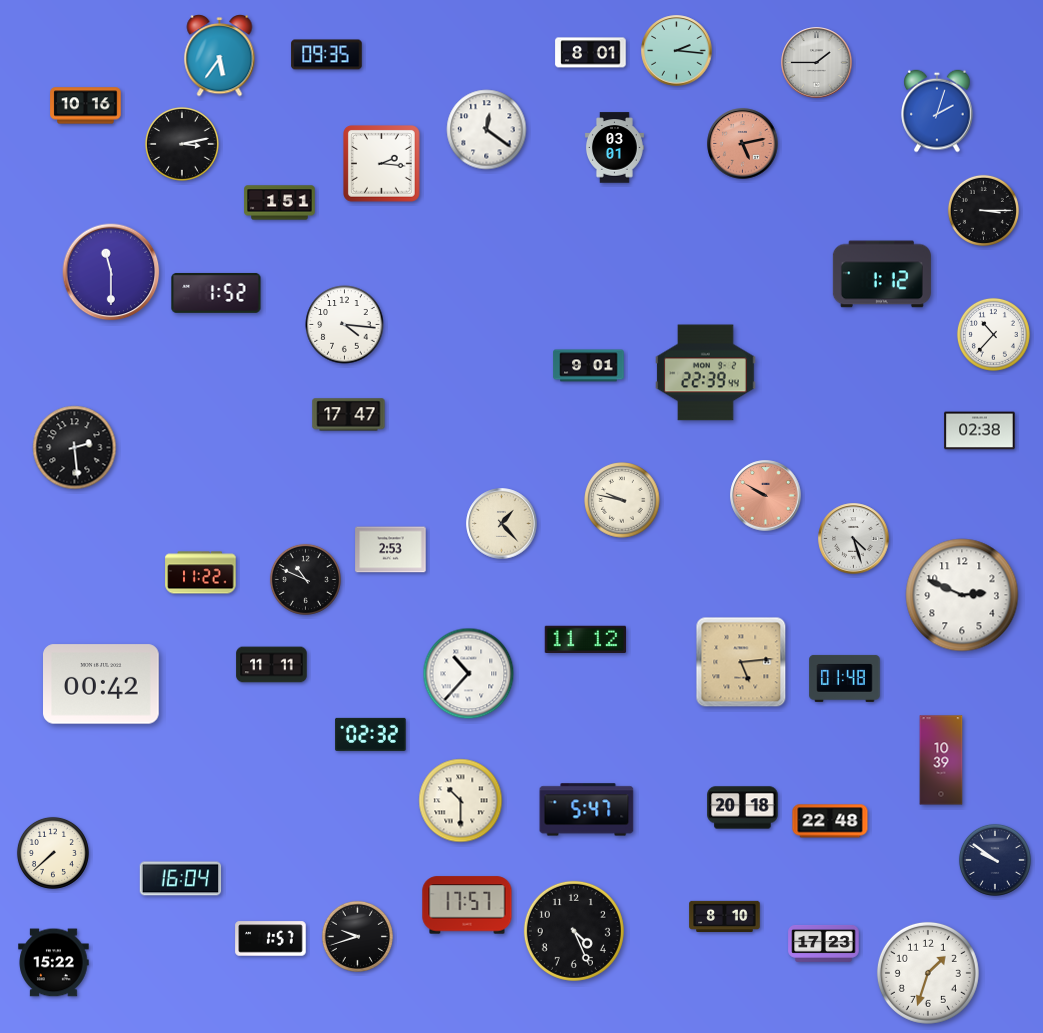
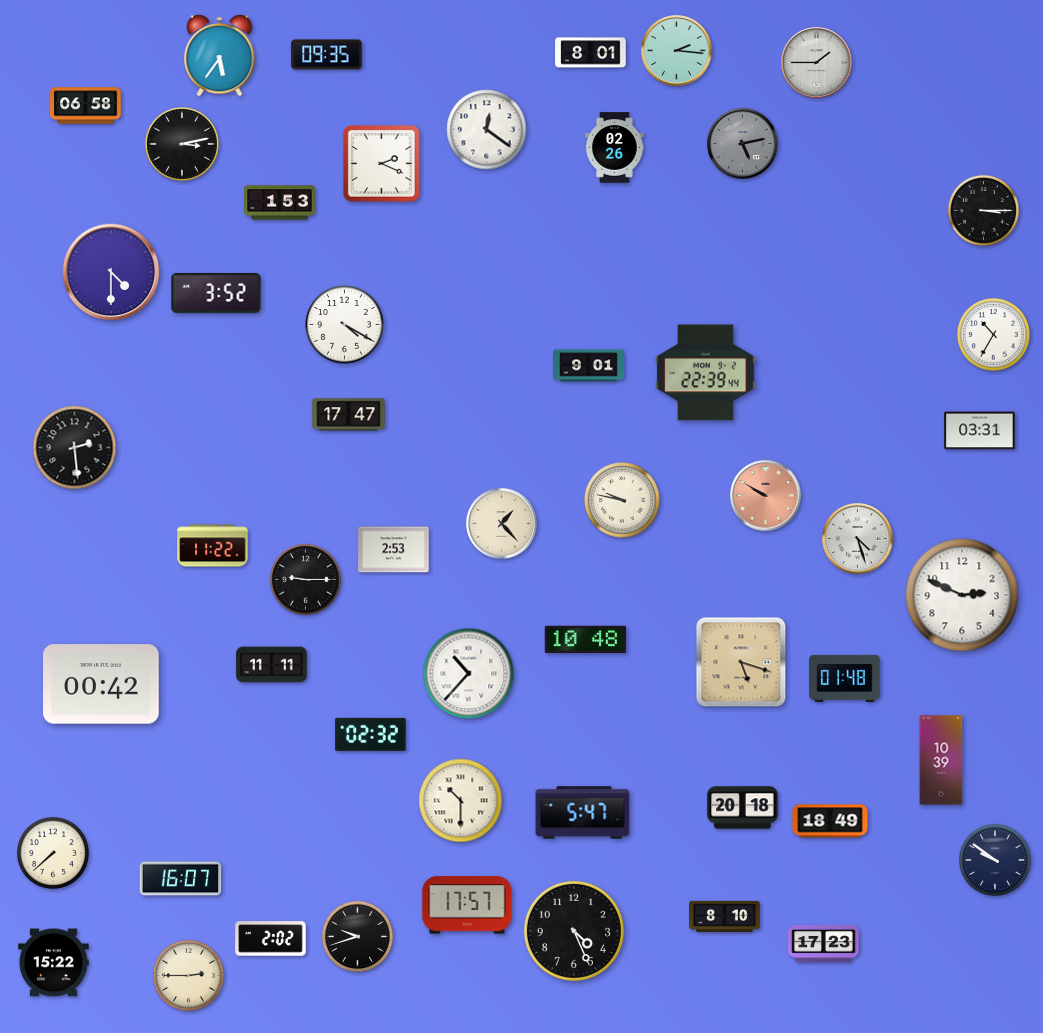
clock at (86, 106): 10:16 -> 06:58
clock at (937, 111): 2:03 -> none
clock at (743, 144) dial: salmon -> grey
clock at (615, 148): 03:01 -> 02:26
clock at (382, 164): 2:16 -> 2:19
clock at (280, 203): 1:51 -> 1:53
clock at (111, 272): 11:30 -> 4:30
clock at (882, 274): 1:12 -> none
clock at (216, 293): 1:52 -> 3:52
clock at (345, 325): 4:16 -> 4:20
clock at (993, 334): 10:37 -> 10:35
clock at (980, 431): 02:38 -> 03:31
clock at (854, 539) position: (854, 539) -> (858, 539)
clock at (391, 550) position: (391, 550) -> (394, 550)
clock at (201, 573) position: (201, 573) -> (213, 546)
clock at (305, 579): 10:49 -> 9:15
clock at (586, 640): 11:12 -> 10:48
clock at (741, 662): 5:14 -> 5:18
clock at (587, 810) position: (587, 810) -> (583, 813)
clock at (830, 821): 22:48 -> 18:49
clock at (181, 879): 16:04 -> 16:07
clock at (271, 939): 1:57 -> 2:02
clock at (928, 973): 1:33 -> none
clock at (188, 975): none -> 2:45
